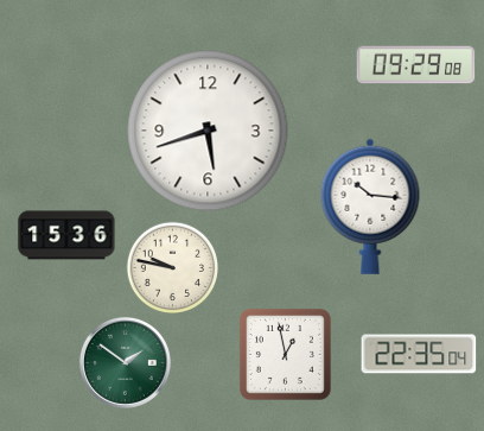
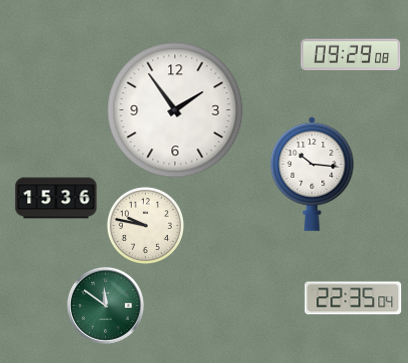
clock at (208, 131): 5:42 -> 1:54
clock at (285, 354): 12:58 -> none
clock at (125, 362): 1:51 -> 11:51
